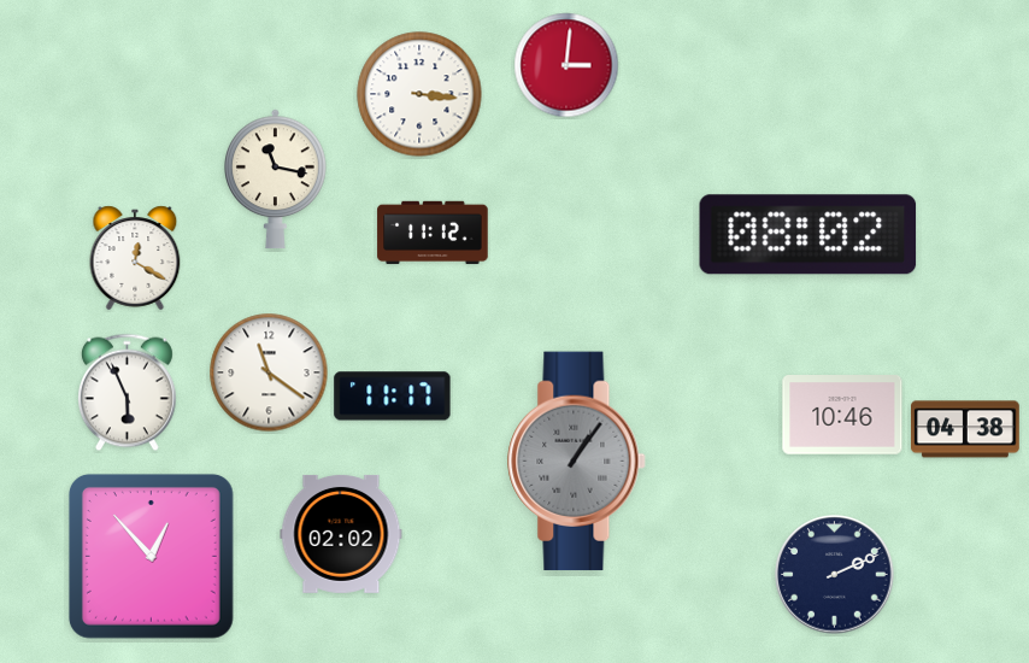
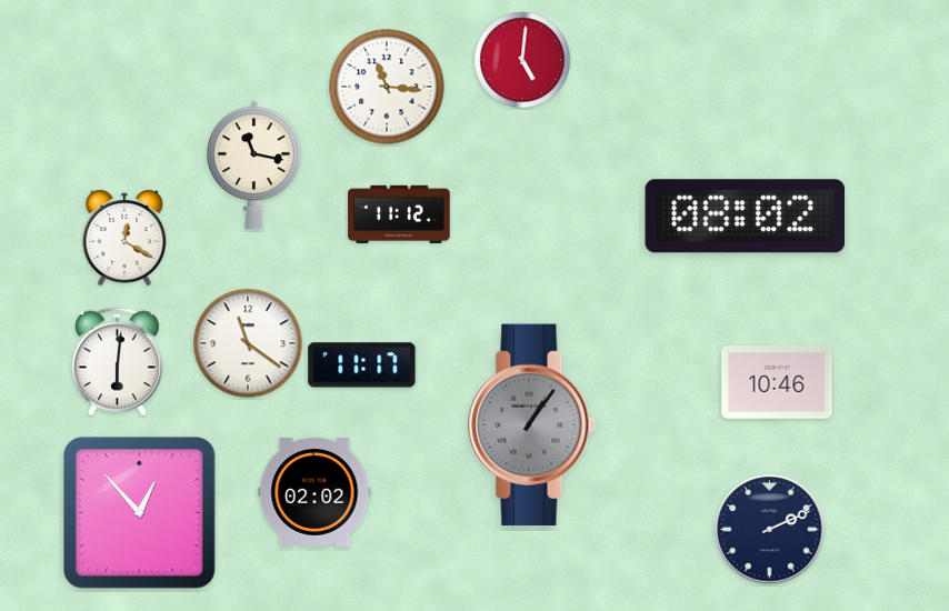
clock at (566, 65): 3:01 -> 5:01
clock at (419, 94): 3:16 -> 11:16
clock at (127, 393): 5:56 -> 6:01
clock at (966, 429): 04:38 -> none
